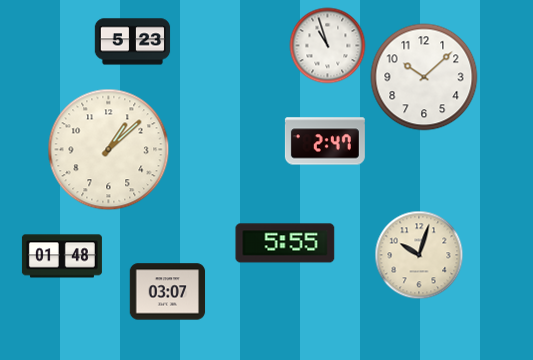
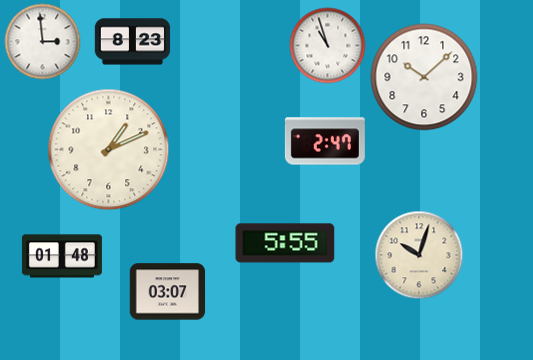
clock at (43, 42): none -> 2:59
clock at (133, 42): 5:23 -> 8:23
clock at (109, 150): 1:08 -> 1:11
